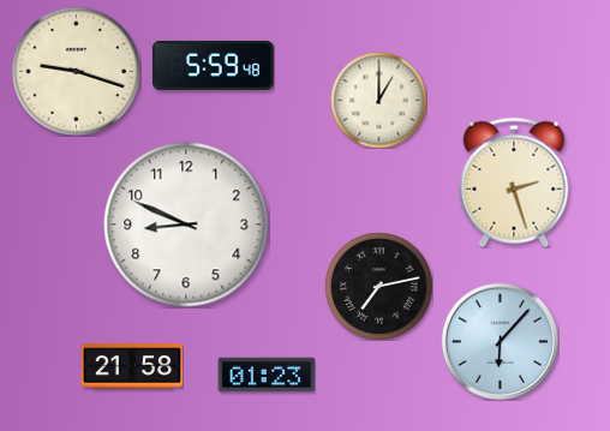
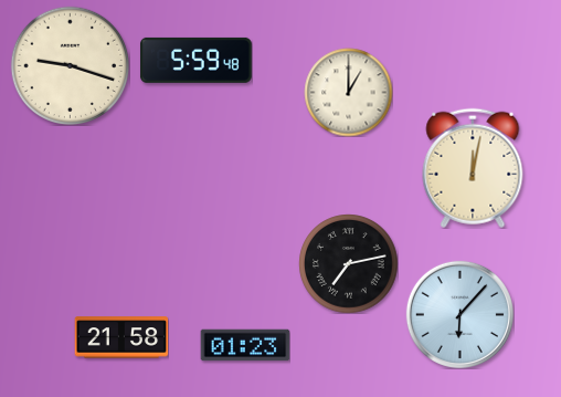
clock at (514, 182): 2:27 -> 12:02
clock at (186, 225): 8:49 -> none
